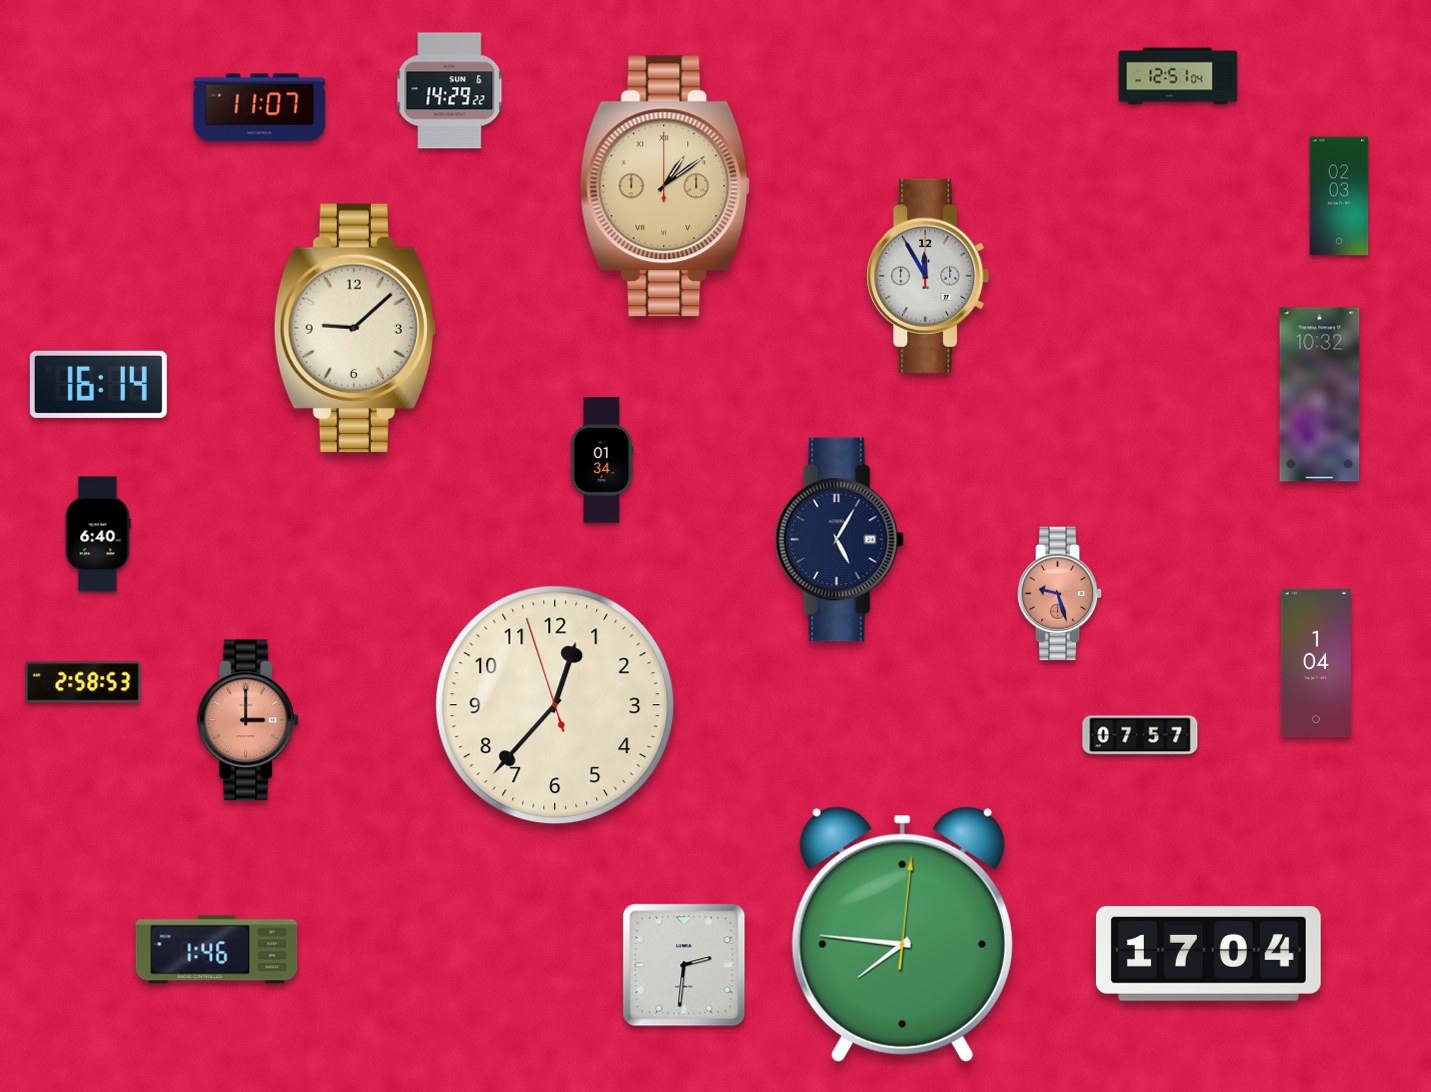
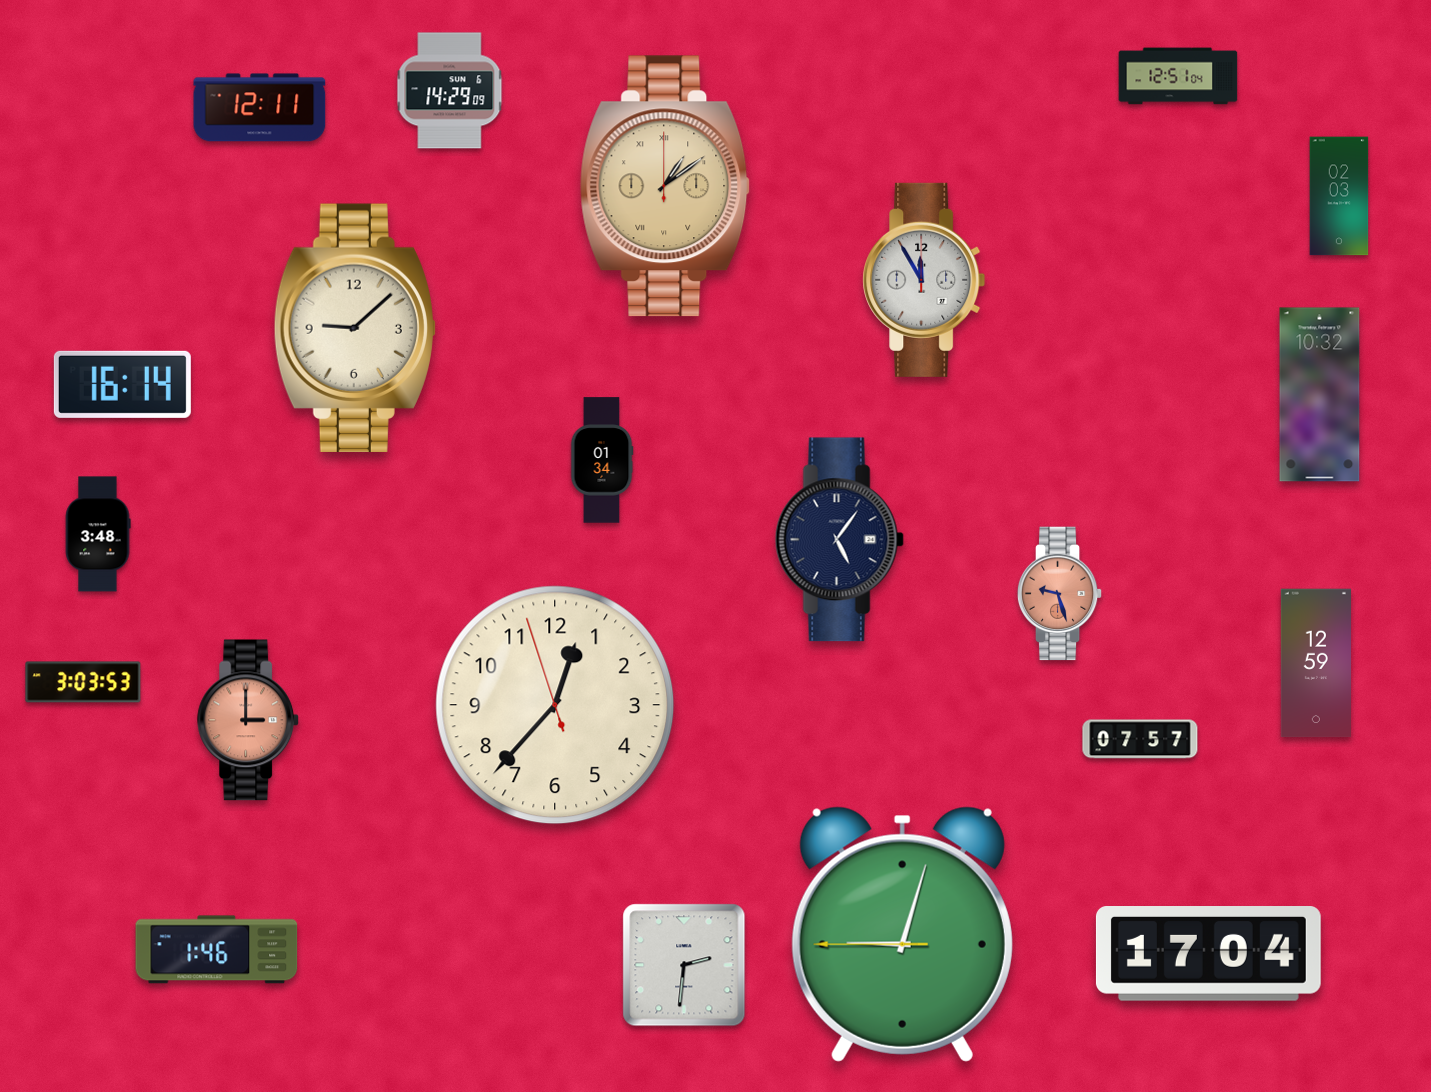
clock at (450, 91): 14:29:22 -> 14:29:09
clock at (260, 108): 11:07 -> 12:11
clock at (928, 276) position: (928, 276) -> (924, 280)
clock at (98, 384) position: (98, 384) -> (122, 384)
clock at (98, 534): 6:40 -> 3:48
clock at (839, 540): 5:05 -> 5:06
clock at (1315, 663): 1:04 -> 12:59
clock at (83, 682): 2:58 -> 3:03
clock at (1140, 735) position: (1140, 735) -> (1140, 739)
clock at (902, 934): 7:46 -> 9:02
